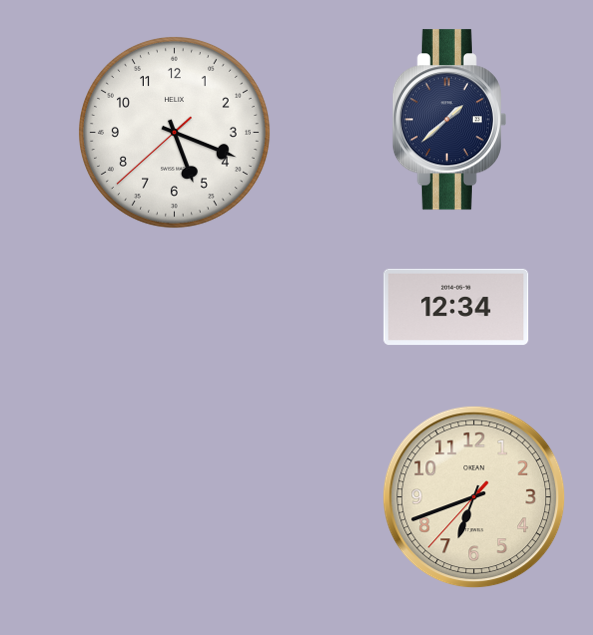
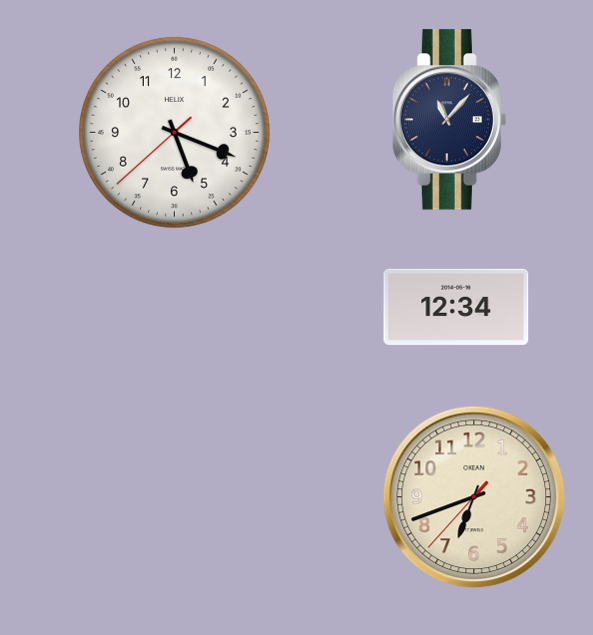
clock at (449, 120): 1:38 -> 11:07
